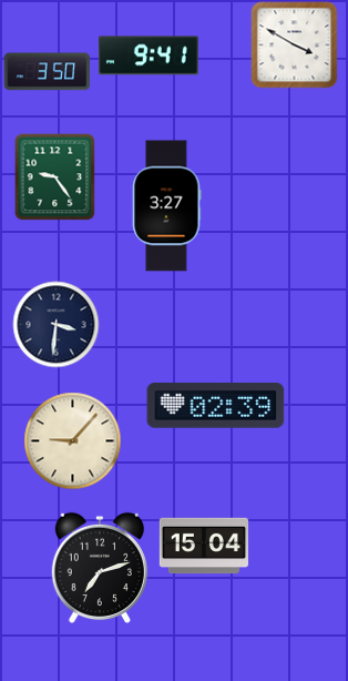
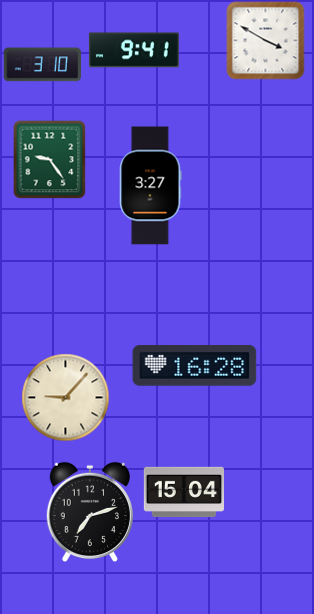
clock at (47, 72): 3:50 -> 3:10
clock at (55, 324): 3:31 -> none
clock at (216, 406): 02:39 -> 16:28
